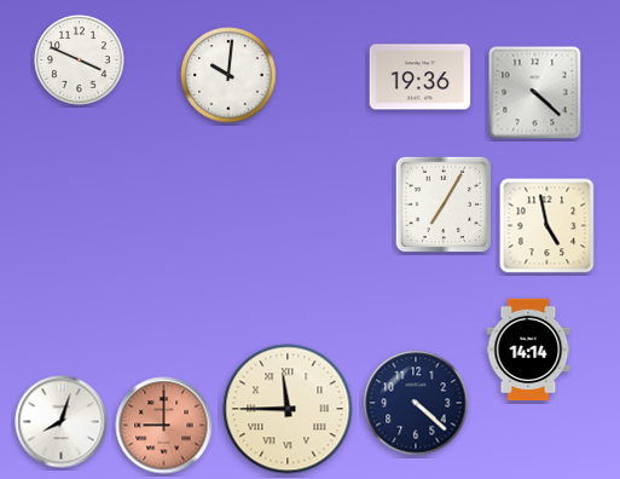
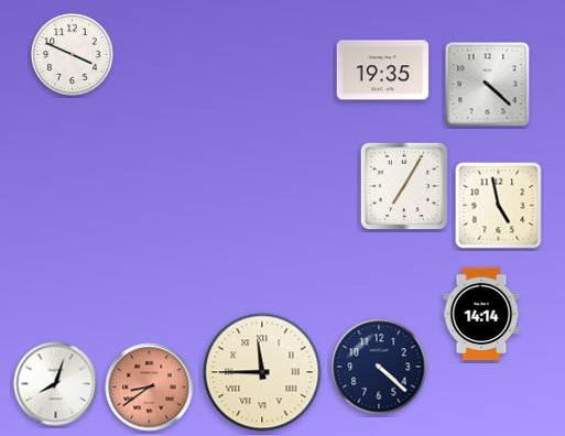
clock at (228, 75): 10:01 -> none
clock at (421, 77): 19:36 -> 19:35
clock at (528, 350) position: (528, 350) -> (481, 314)
clock at (164, 426): 9:00 -> 8:39
